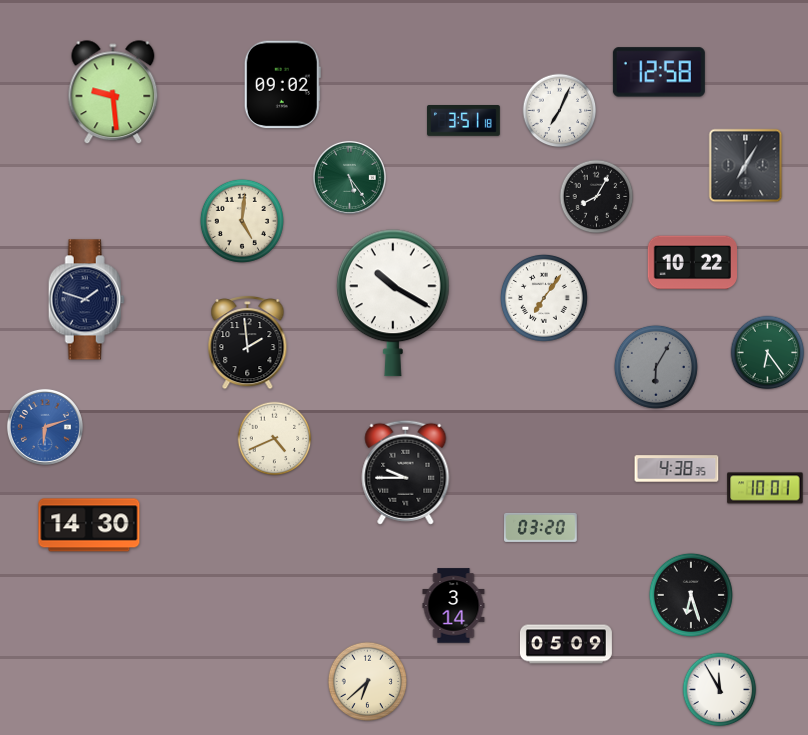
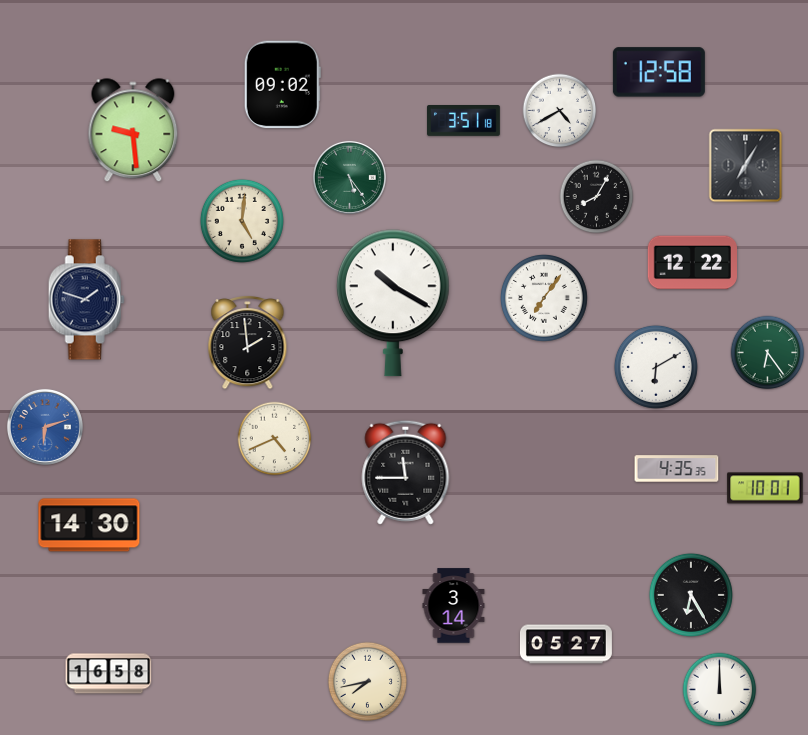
clock at (113, 93) position: (113, 93) -> (133, 131)
clock at (560, 111): 7:04 -> 4:40
clock at (692, 263): 10:22 -> 12:22
clock at (656, 367): 6:05 -> 6:10
clock at (656, 367) dial: grey -> white
clock at (677, 469): 4:38 -> 4:35
clock at (406, 472): 9:45 -> 11:45
clock at (541, 527): 03:20 -> none
clock at (691, 595): 6:27 -> 6:25
clock at (566, 644): 05:09 -> 05:27
clock at (109, 674): none -> 16:58
clock at (367, 681): 6:38 -> 7:43
clock at (720, 690): 11:55 -> 12:00
